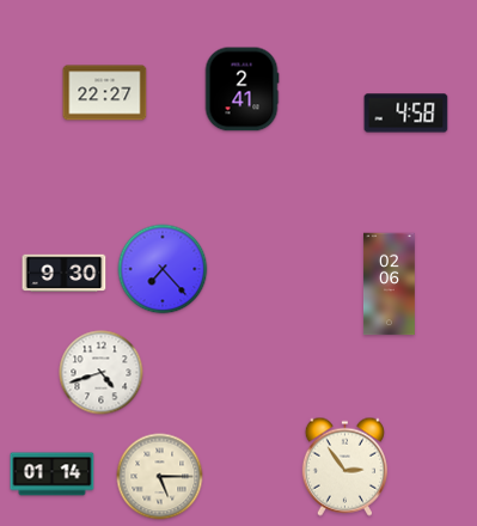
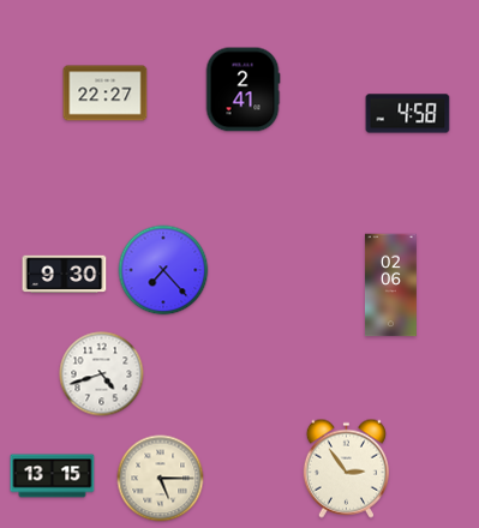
clock at (53, 475): 01:14 -> 13:15
